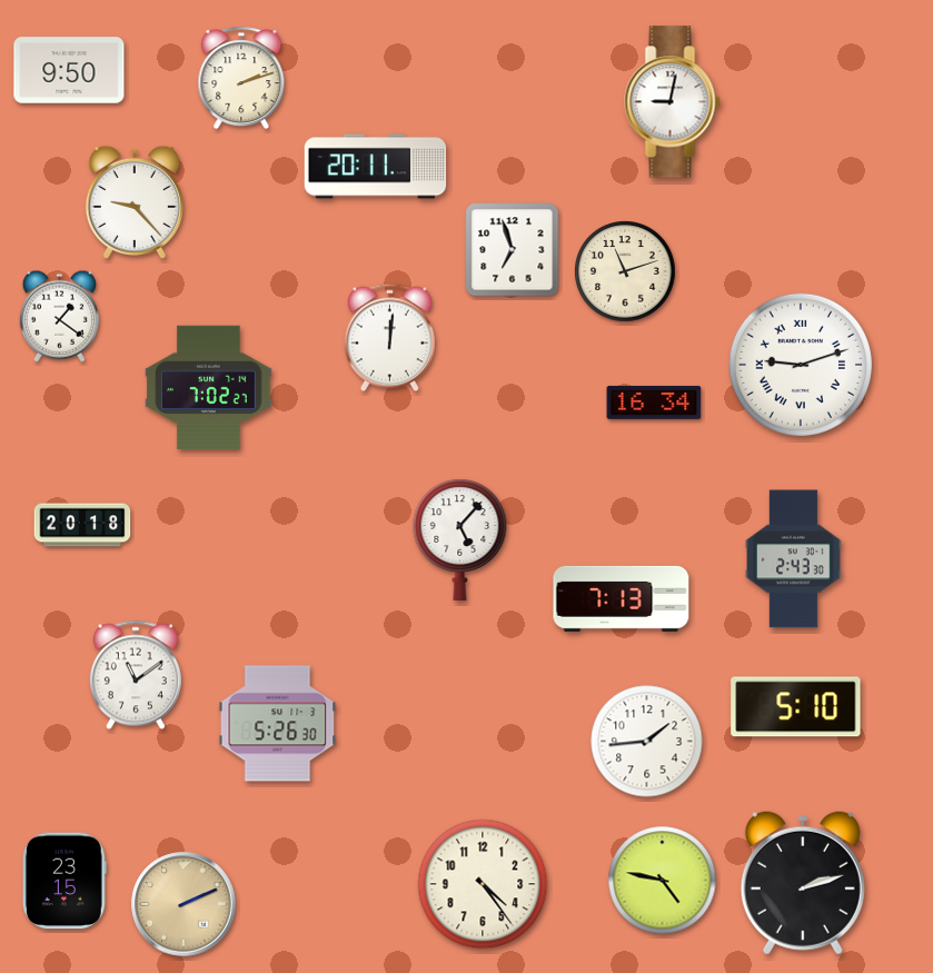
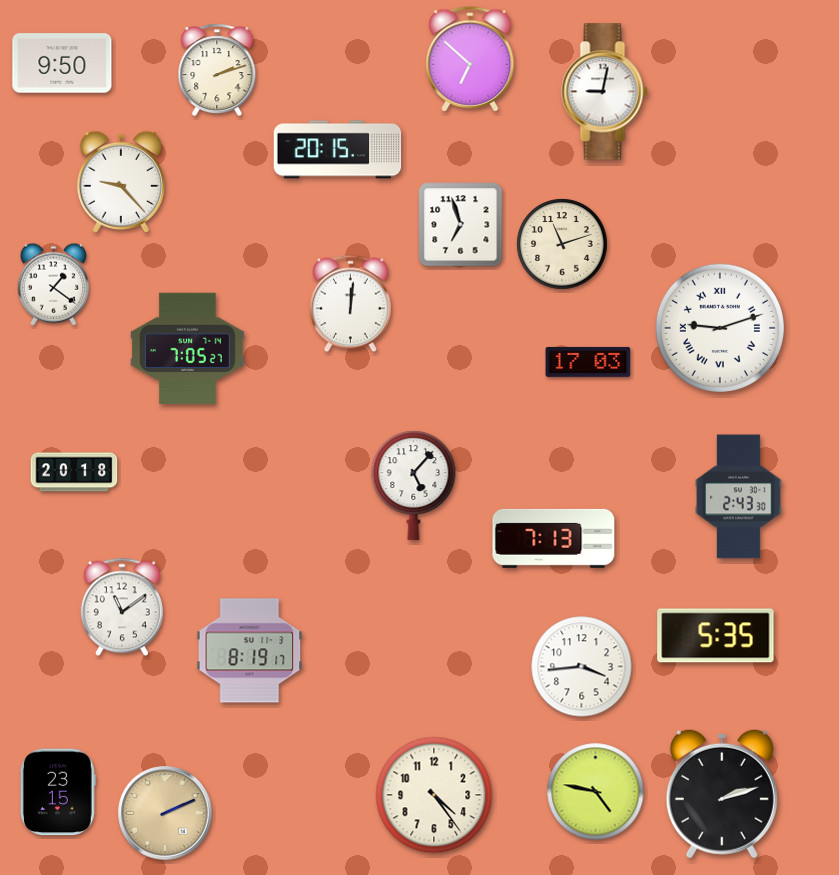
clock at (470, 59): none -> 6:52
clock at (376, 167): 20:11 -> 20:15
clock at (209, 388): 7:02 -> 7:05
clock at (654, 403): 16:34 -> 17:03
clock at (794, 559) position: (794, 559) -> (739, 497)
clock at (622, 598) position: (622, 598) -> (554, 538)
clock at (796, 707): 5:10 -> 5:35
clock at (278, 724): 5:26 -> 8:19
clock at (647, 742): 1:44 -> 3:44
